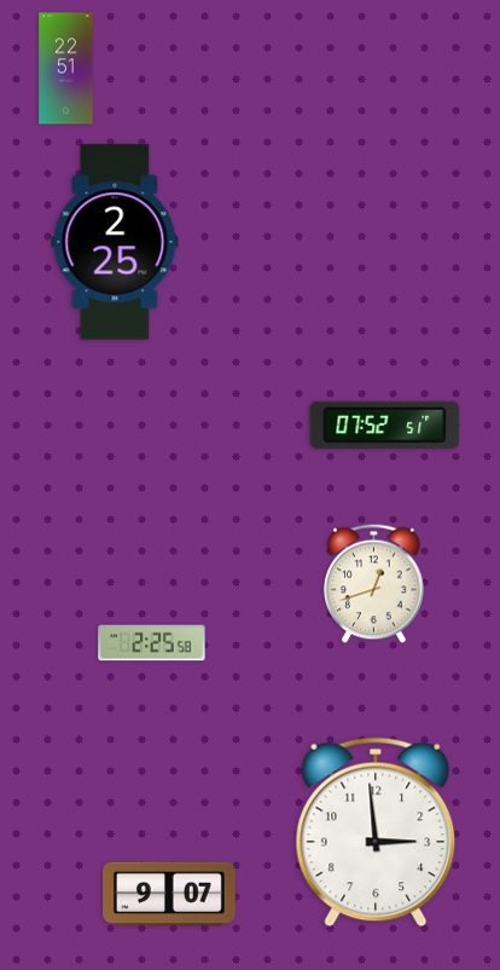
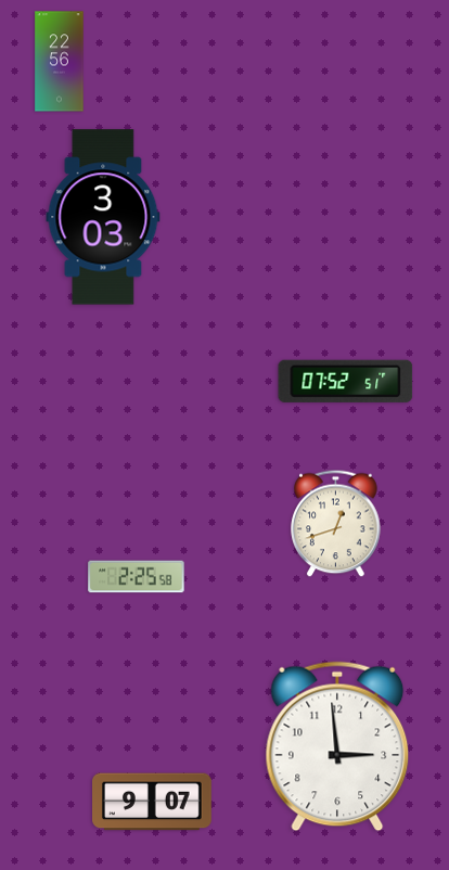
clock at (66, 69): 22:51 -> 22:56
clock at (115, 242): 2:25 -> 3:03
